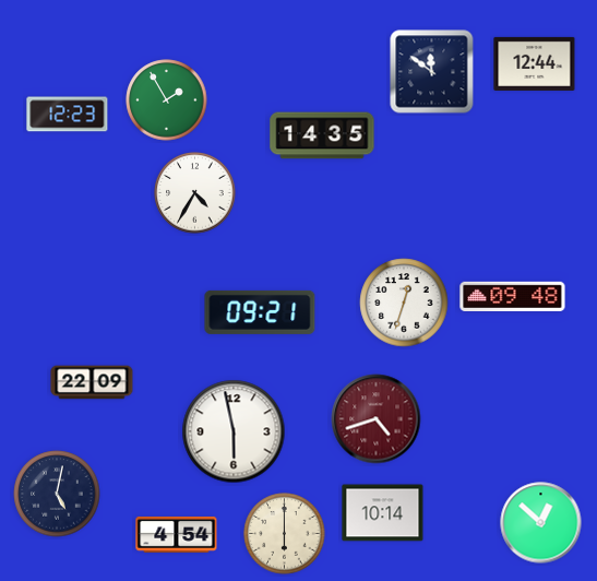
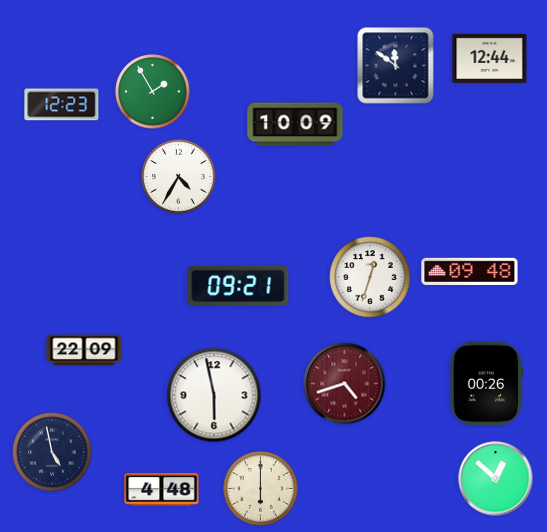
clock at (322, 135): 14:35 -> 10:09
clock at (486, 384): none -> 00:26
clock at (57, 494): 5:02 -> 4:58
clock at (383, 513): 10:14 -> none
clock at (177, 534): 4:54 -> 4:48
